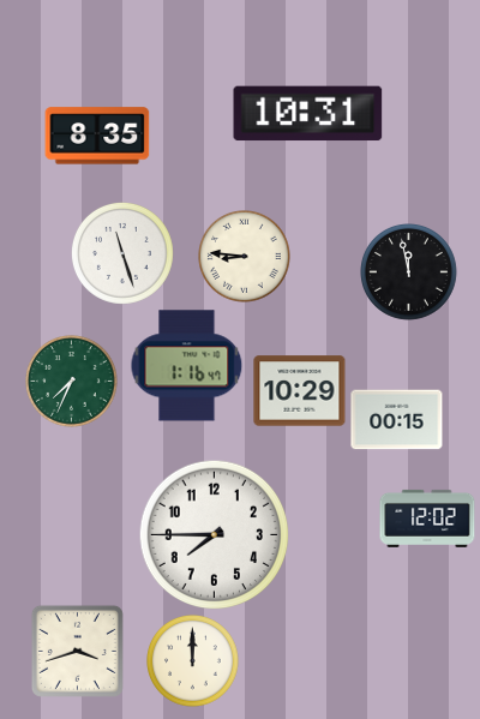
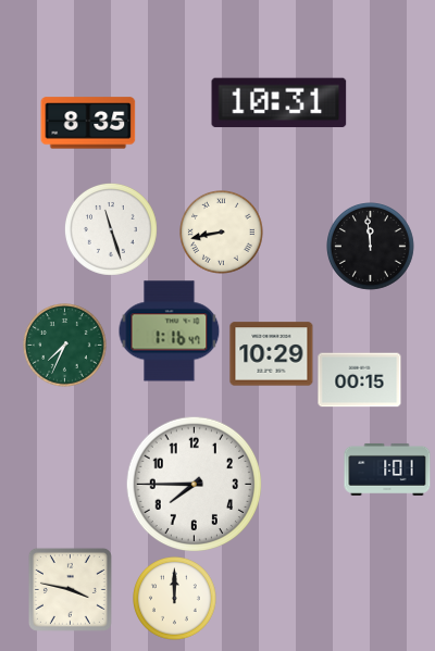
clock at (245, 257): 8:46 -> 8:43
clock at (409, 272): 11:58 -> 11:59
clock at (427, 519): 12:02 -> 1:01
clock at (77, 651): 3:42 -> 3:47
